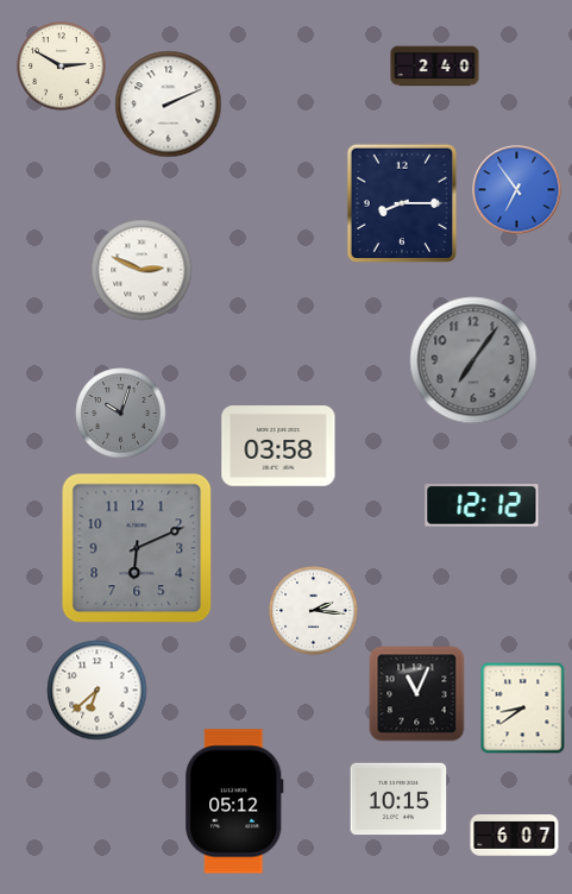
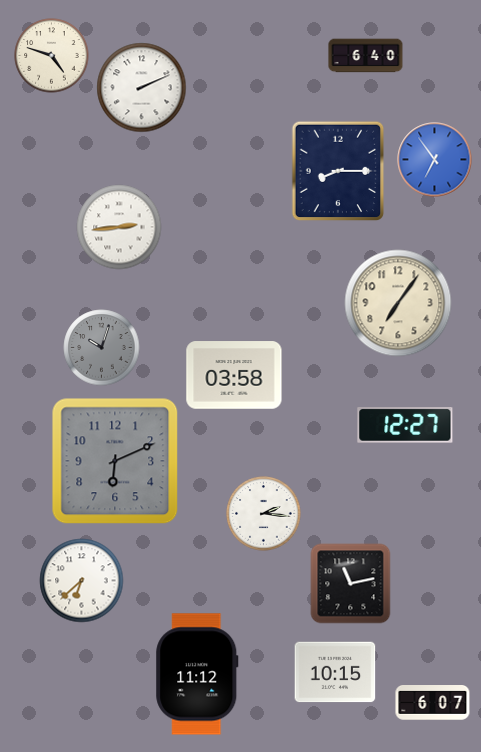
clock at (62, 67): 2:50 -> 4:48
clock at (435, 67): 2:40 -> 6:40
clock at (142, 270): 2:49 -> 2:44
clock at (473, 360) dial: grey -> cream
clock at (482, 506): 12:12 -> 12:27
clock at (417, 694): 11:04 -> 11:13
clock at (523, 709): 8:39 -> none
clock at (234, 801): 05:12 -> 11:12
